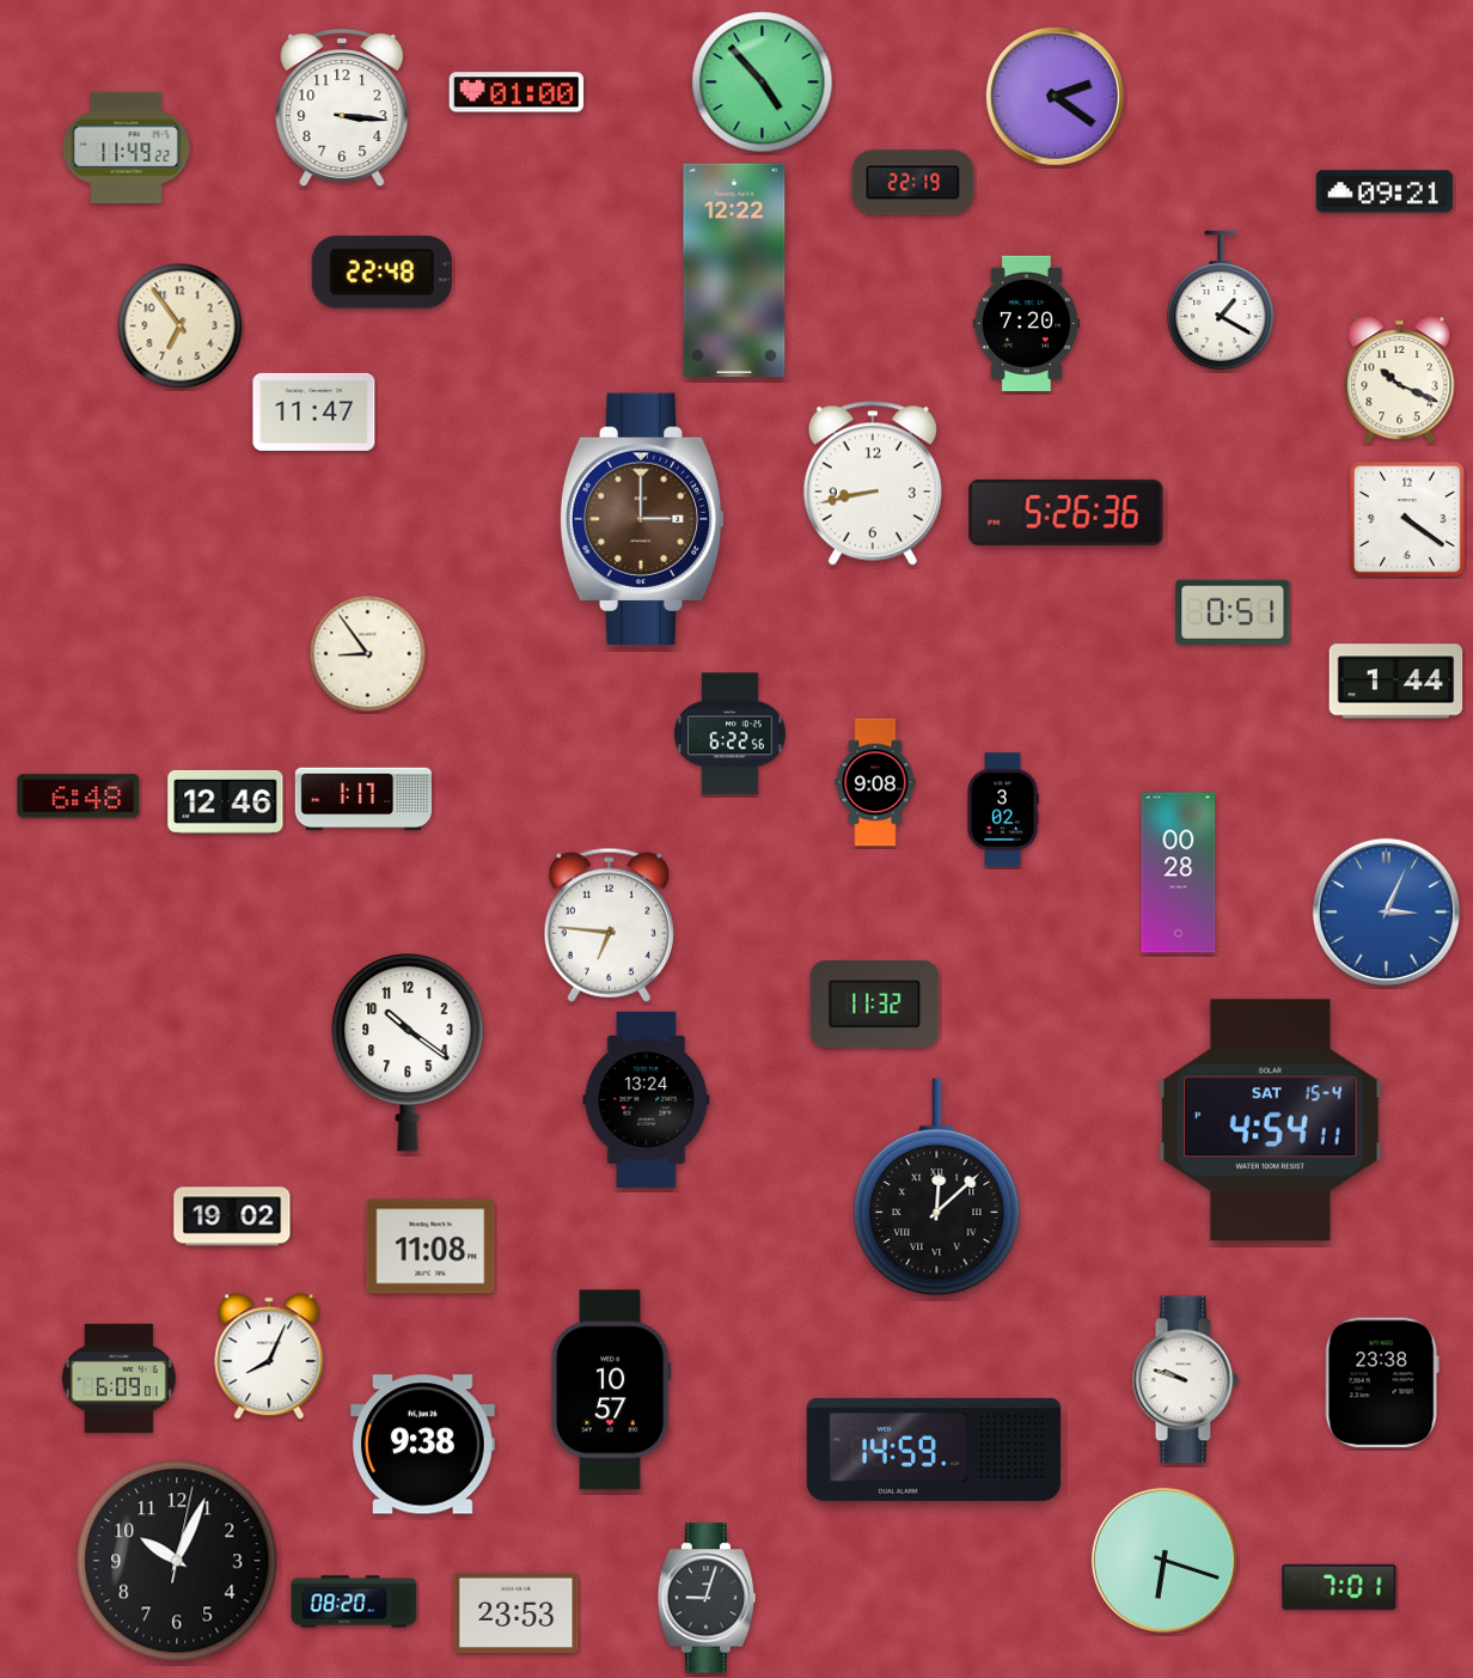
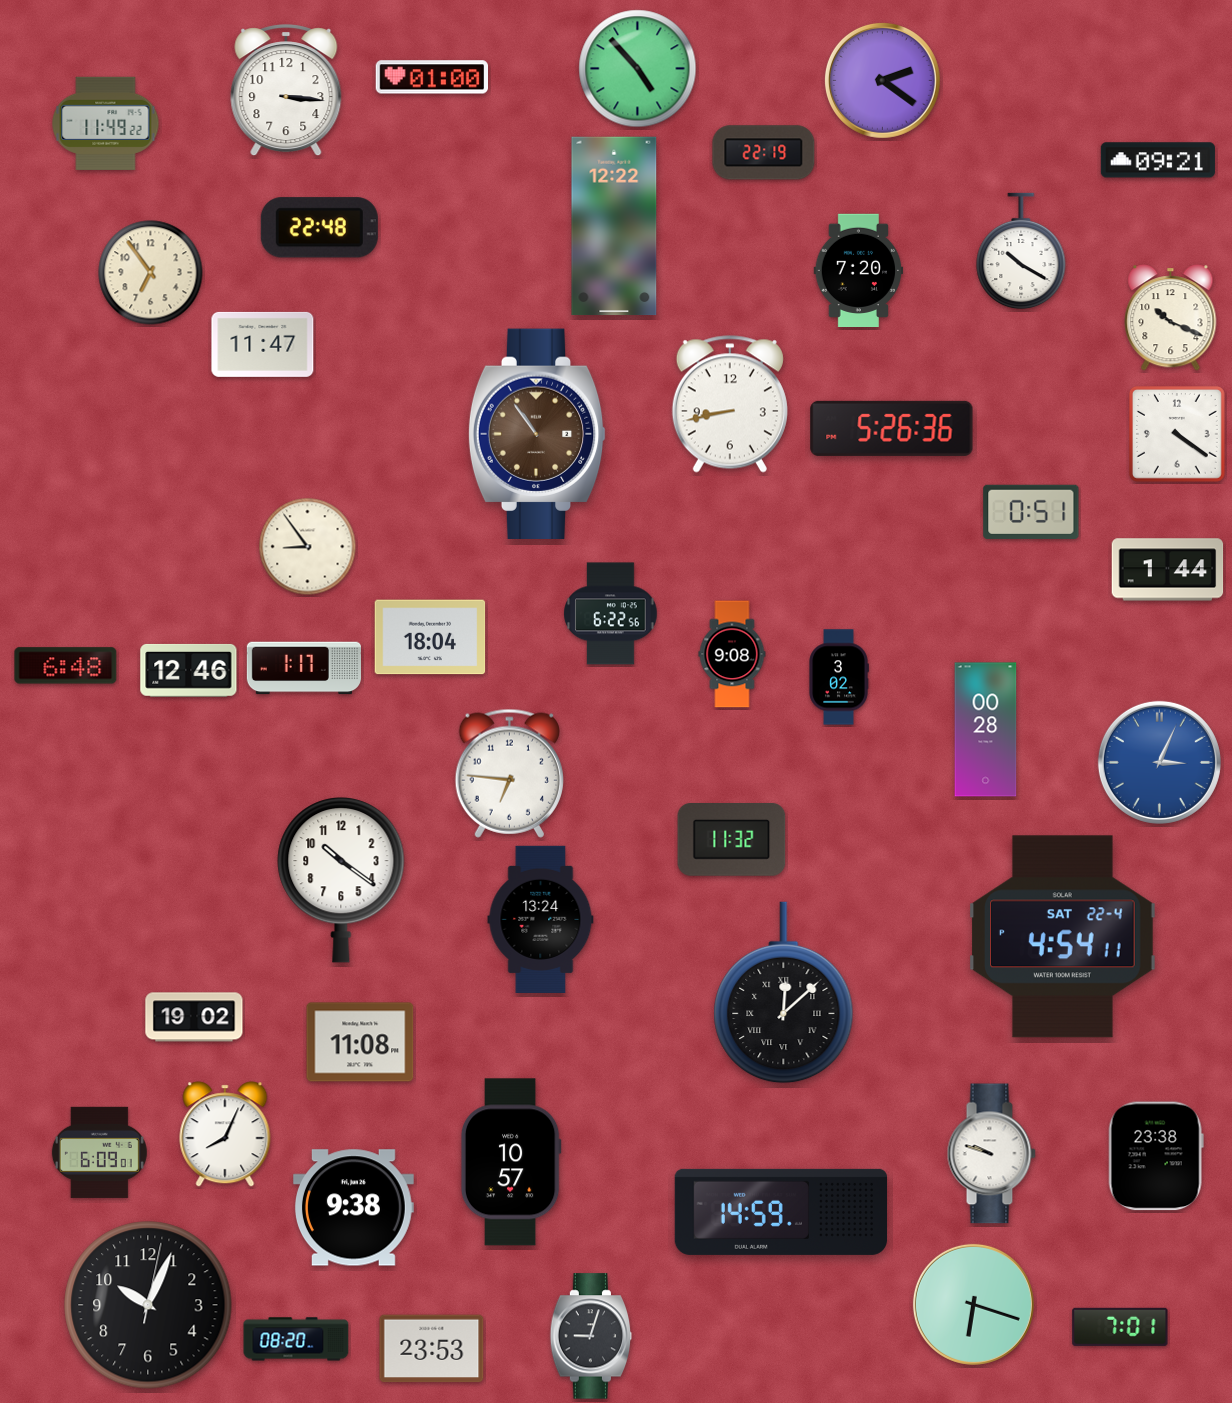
clock at (1221, 300): 1:20 -> 10:20
clock at (642, 518): 3:00 -> 10:54
clock at (430, 637): none -> 18:04
clock at (1271, 1121) date: SAT 15-4 -> SAT 22-4
